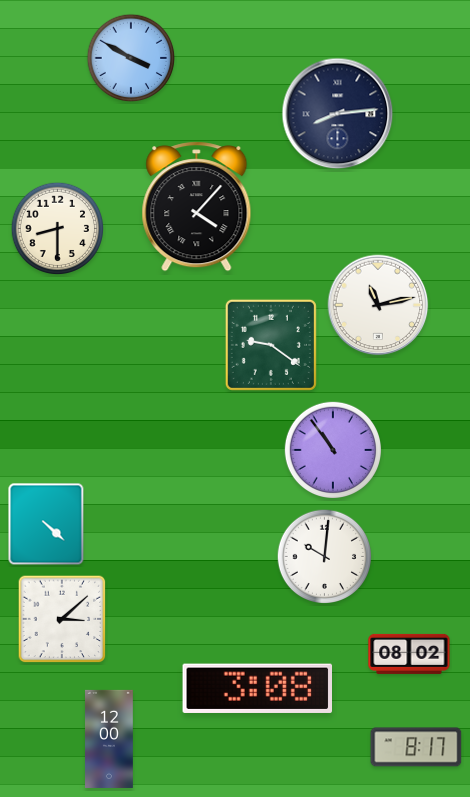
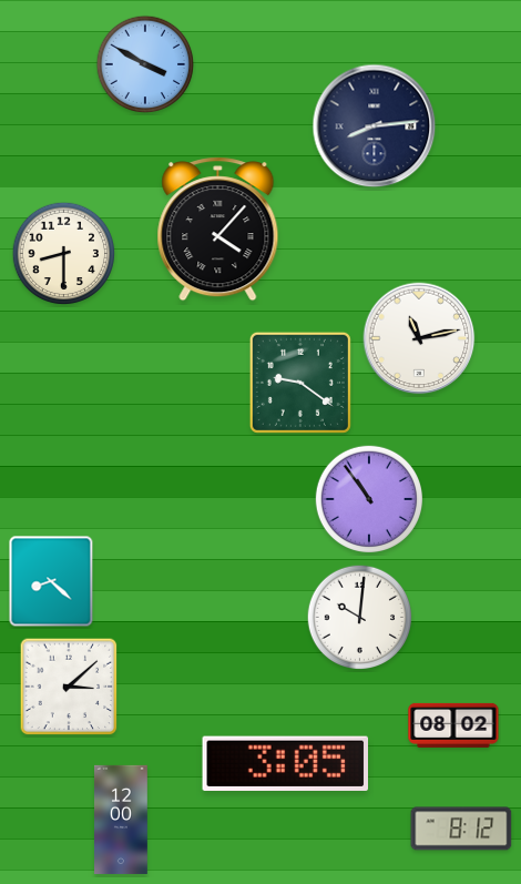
clock at (46, 524): 4:22 -> 8:22
clock at (257, 688): 3:08 -> 3:05
clock at (416, 747): 8:17 -> 8:12
